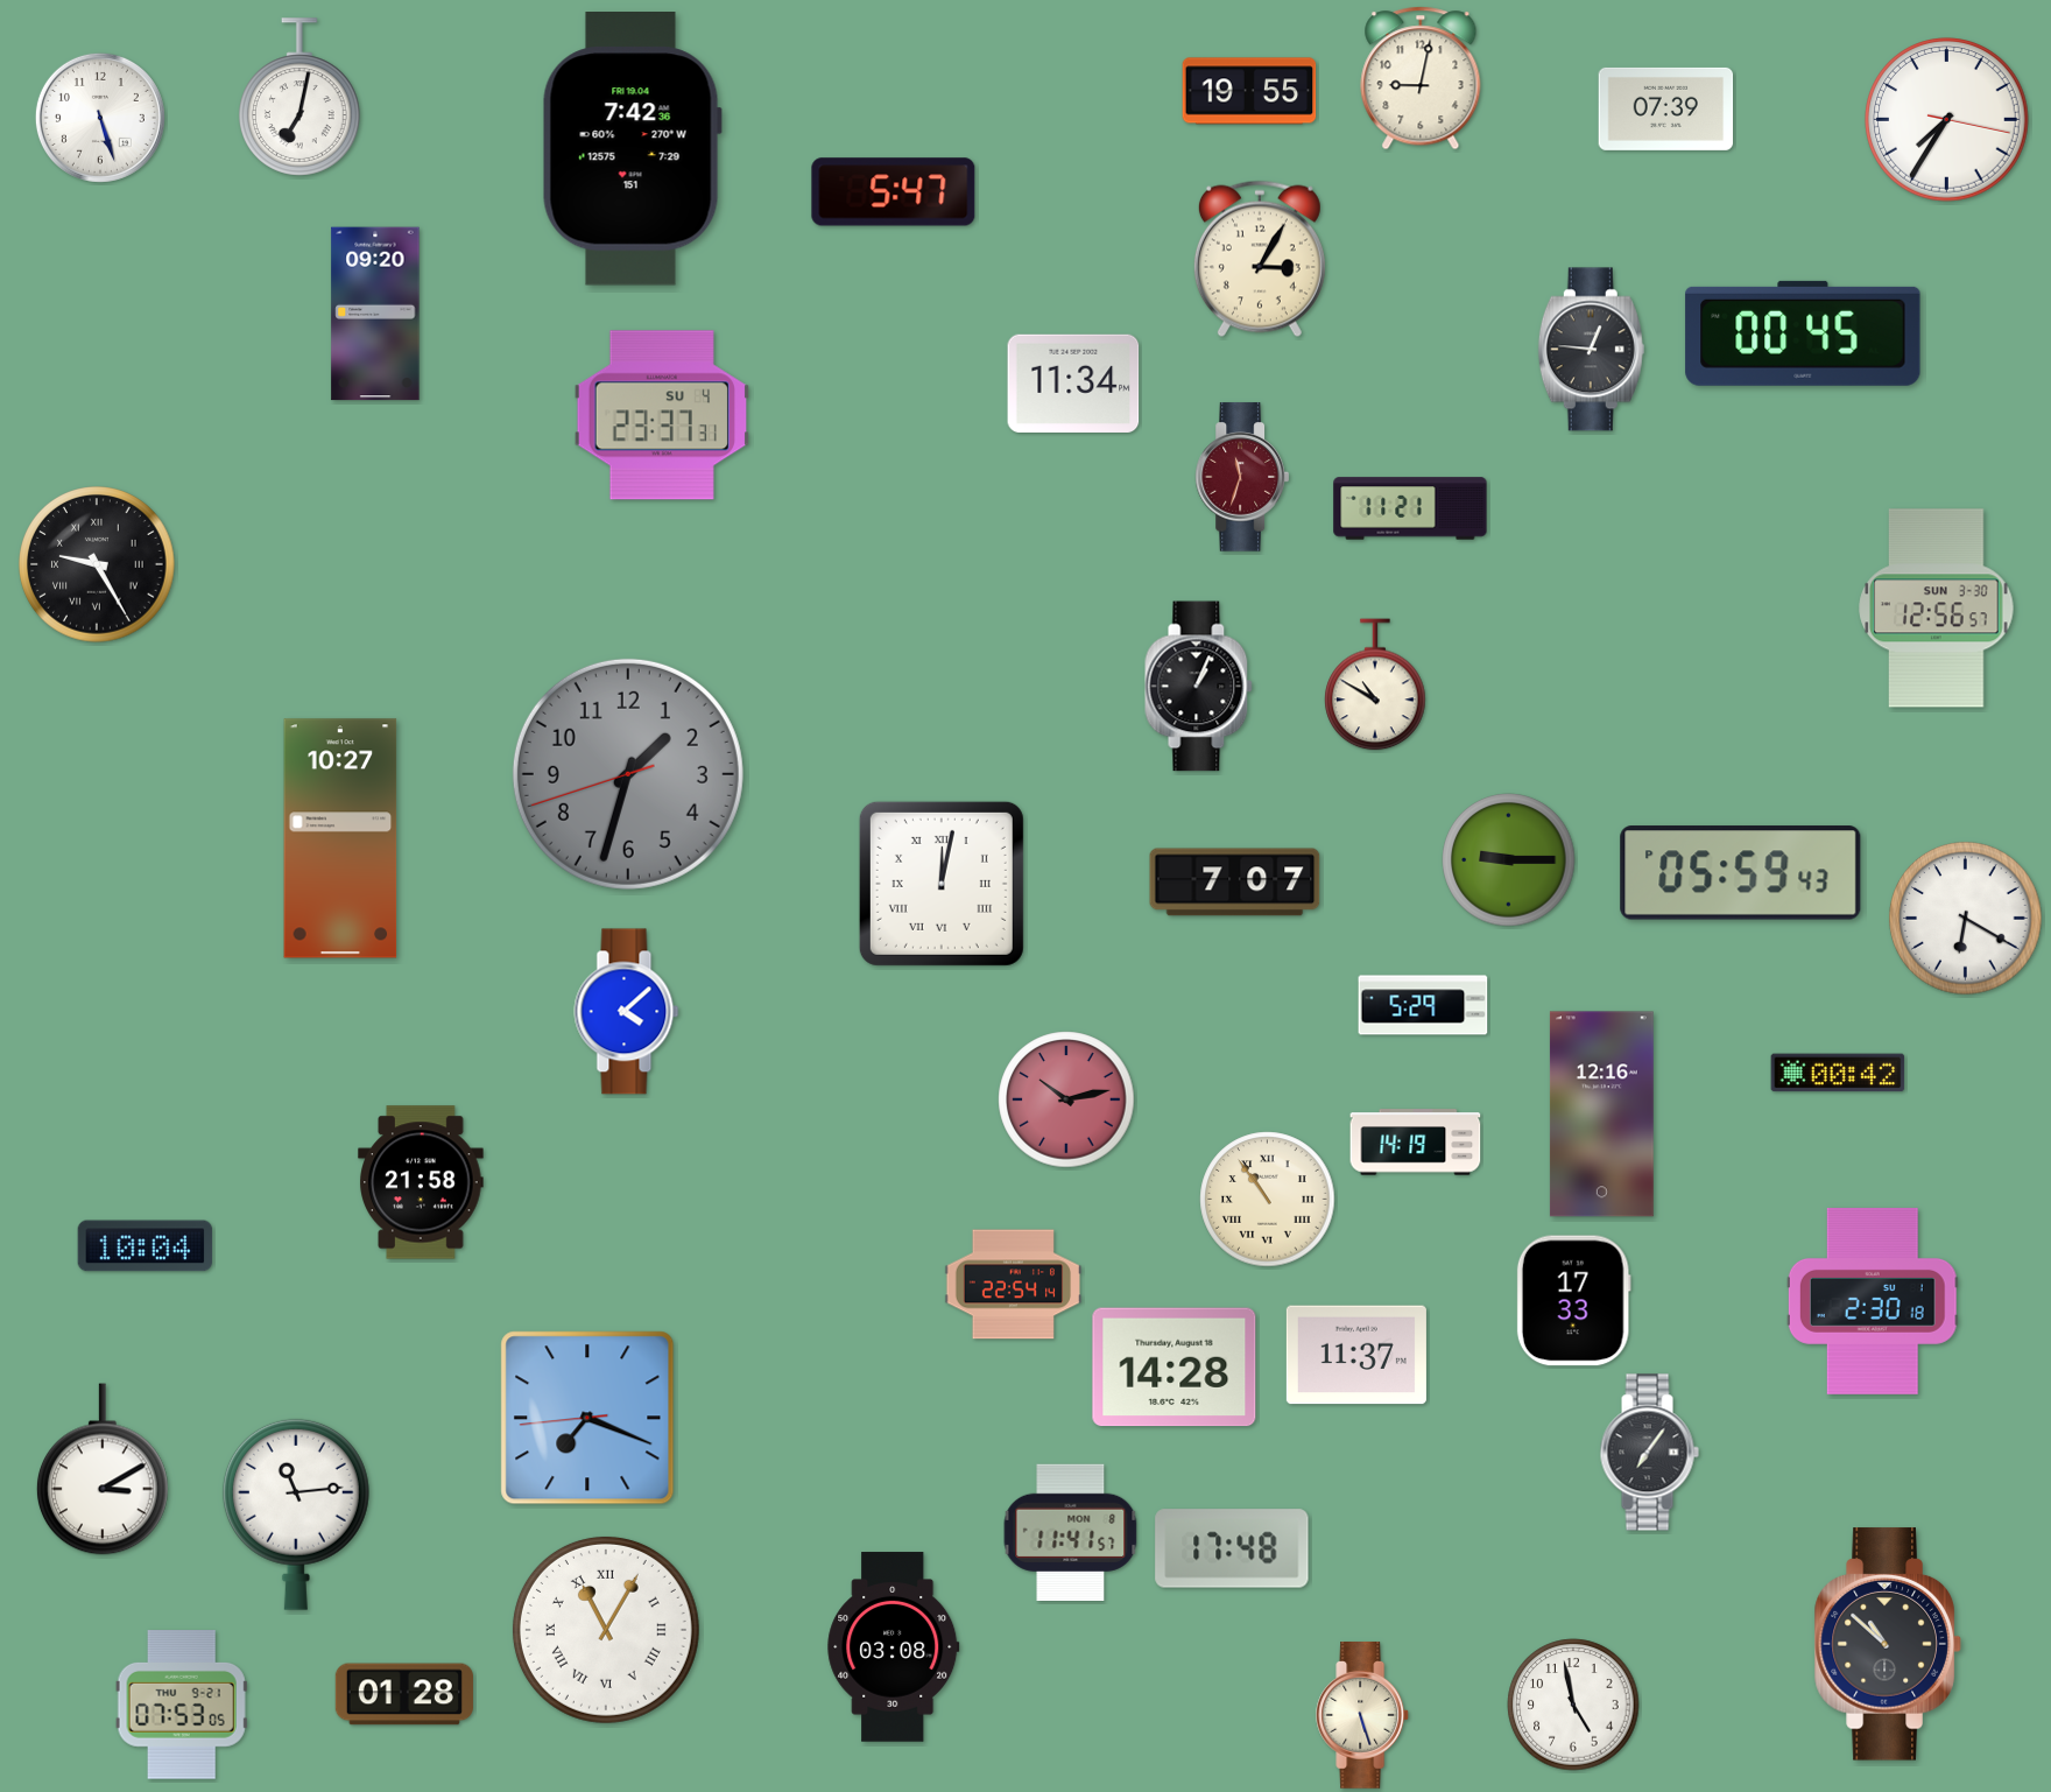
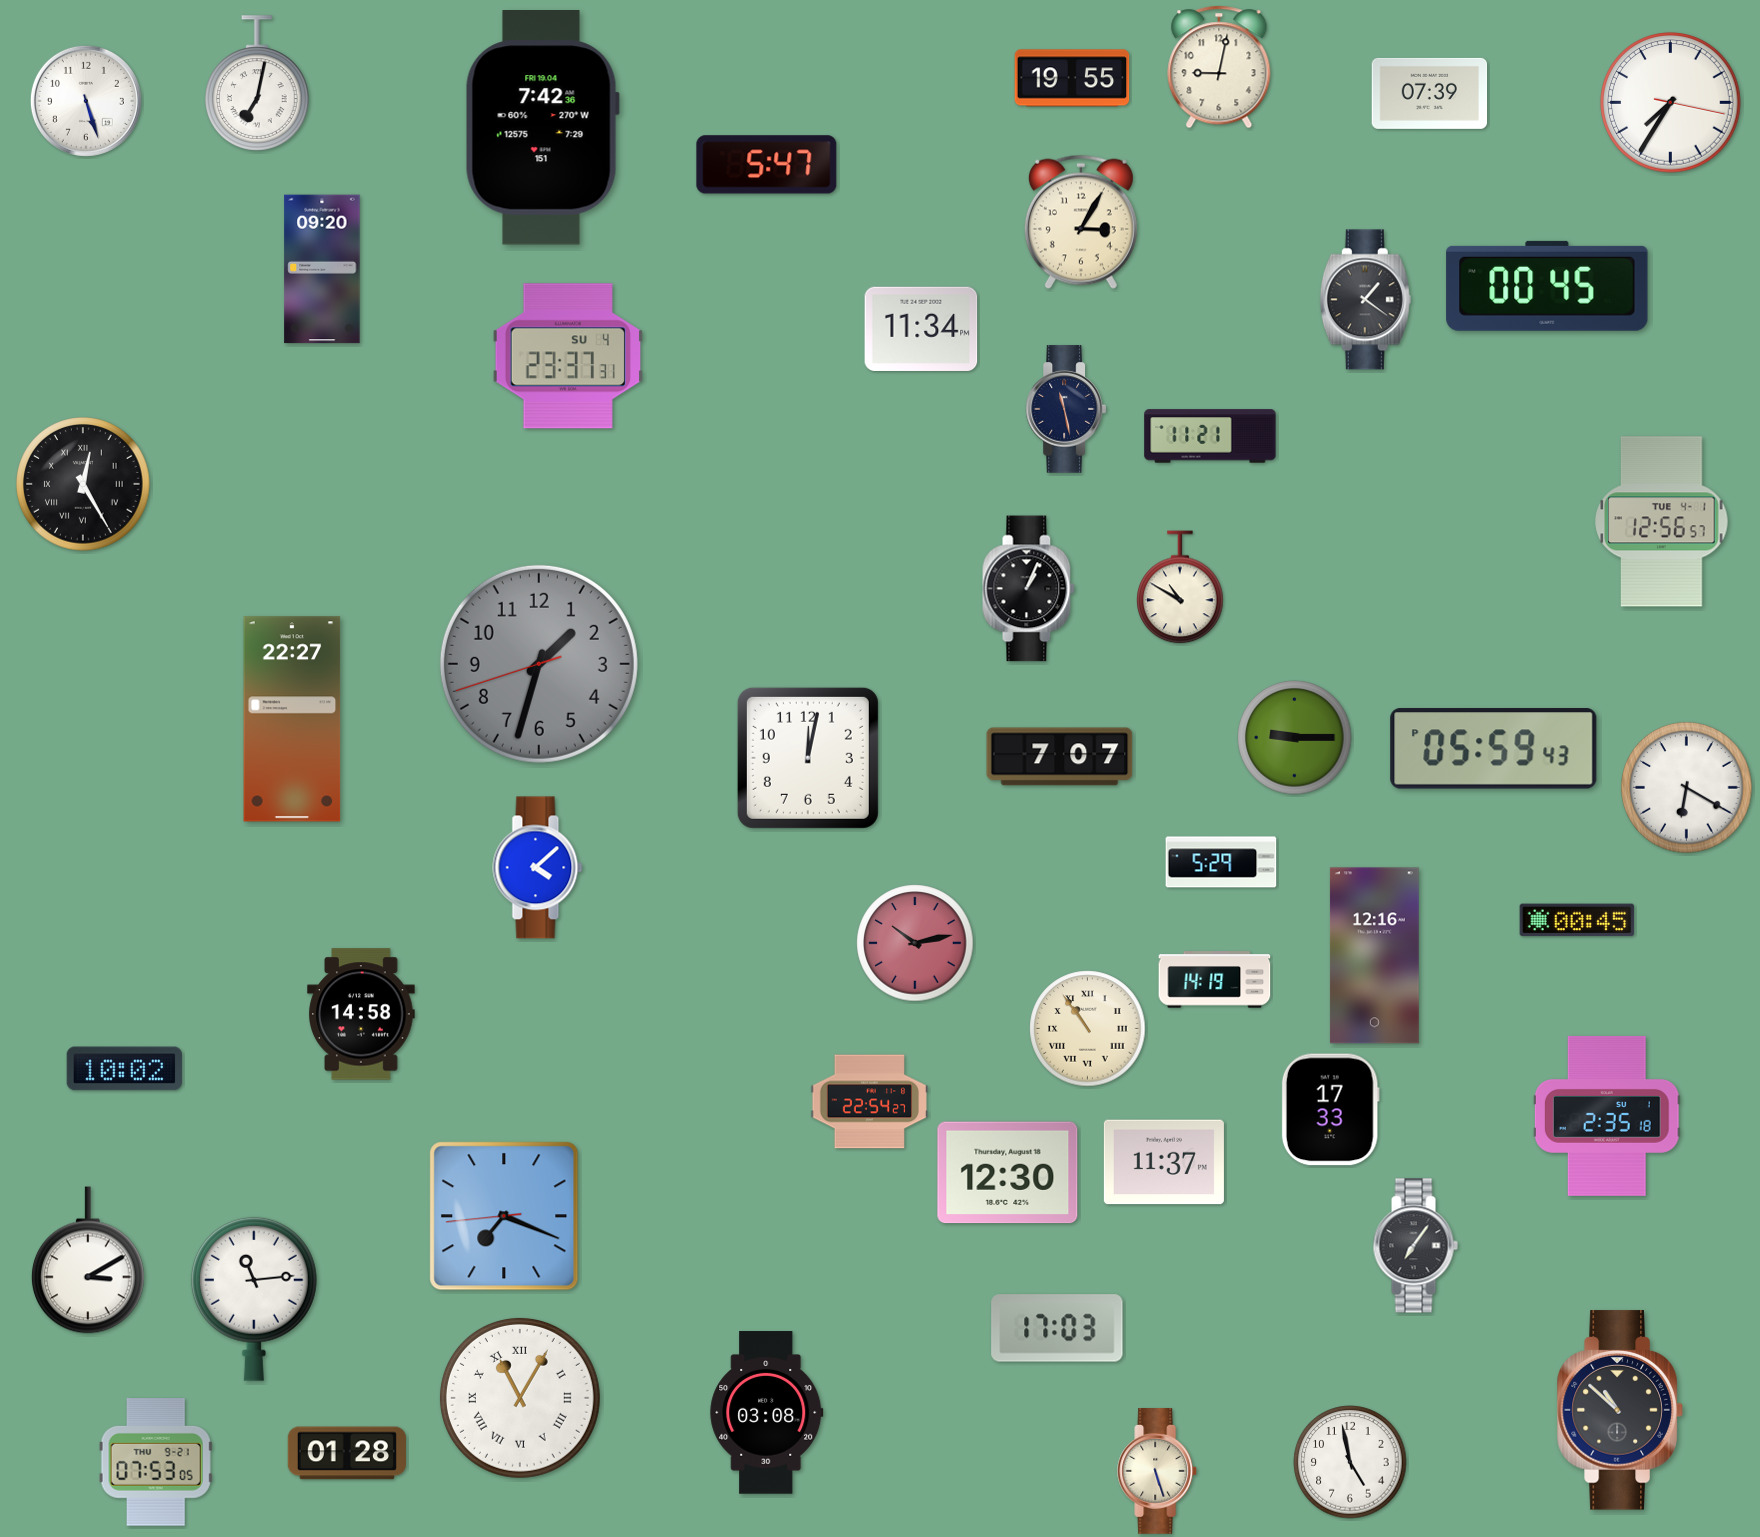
clock at (1591, 350): 12:46 -> 1:21
clock at (1241, 477): 11:33 -> 11:28
clock at (1241, 477) dial: burgundy -> navy
clock at (97, 564): 9:25 -> 12:25
clock at (1937, 609) date: SUN 3-30 -> TUE 4-1
clock at (340, 838): 10:27 -> 22:27
clock at (942, 884) numerals: Roman -> Arabic
clock at (1838, 1073): 00:42 -> 00:45
clock at (421, 1182): 21:58 -> 14:58
clock at (146, 1246): 10:04 -> 10:02
clock at (1014, 1285): 22:54:14 -> 22:54:27
clock at (1573, 1301) position: (1573, 1301) -> (1330, 1110)
clock at (1873, 1301): 2:30 -> 2:35
clock at (1175, 1368): 14:28 -> 12:30
clock at (1071, 1532): 11:41 -> none
clock at (1232, 1548): 17:48 -> 17:03
clock at (1363, 1716) position: (1363, 1716) -> (1158, 1472)
